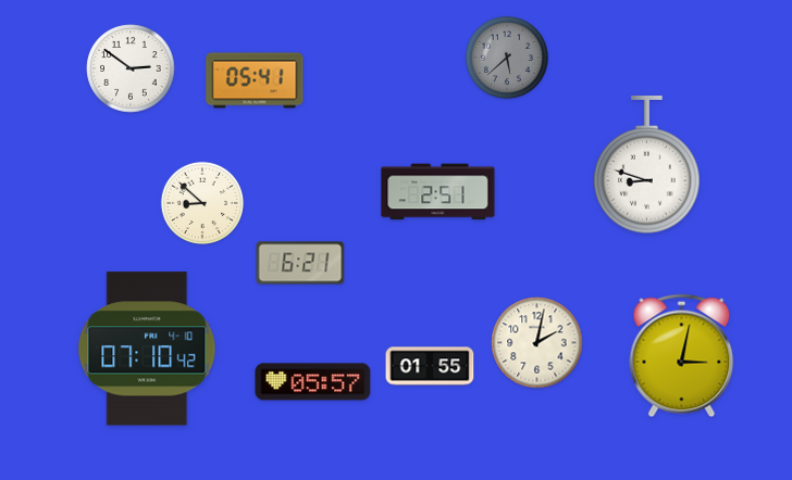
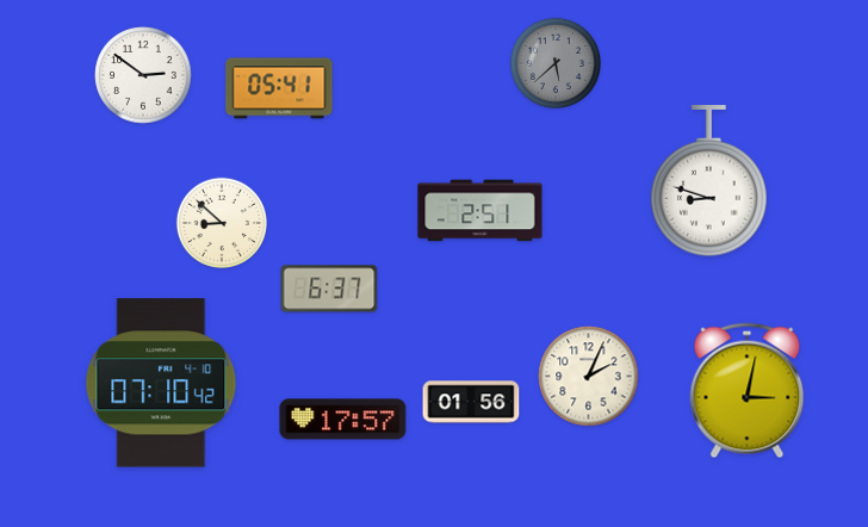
clock at (300, 263): 6:21 -> 6:37
clock at (537, 343): 2:02 -> 2:04
clock at (430, 366): 01:55 -> 01:56
clock at (313, 382): 05:57 -> 17:57
